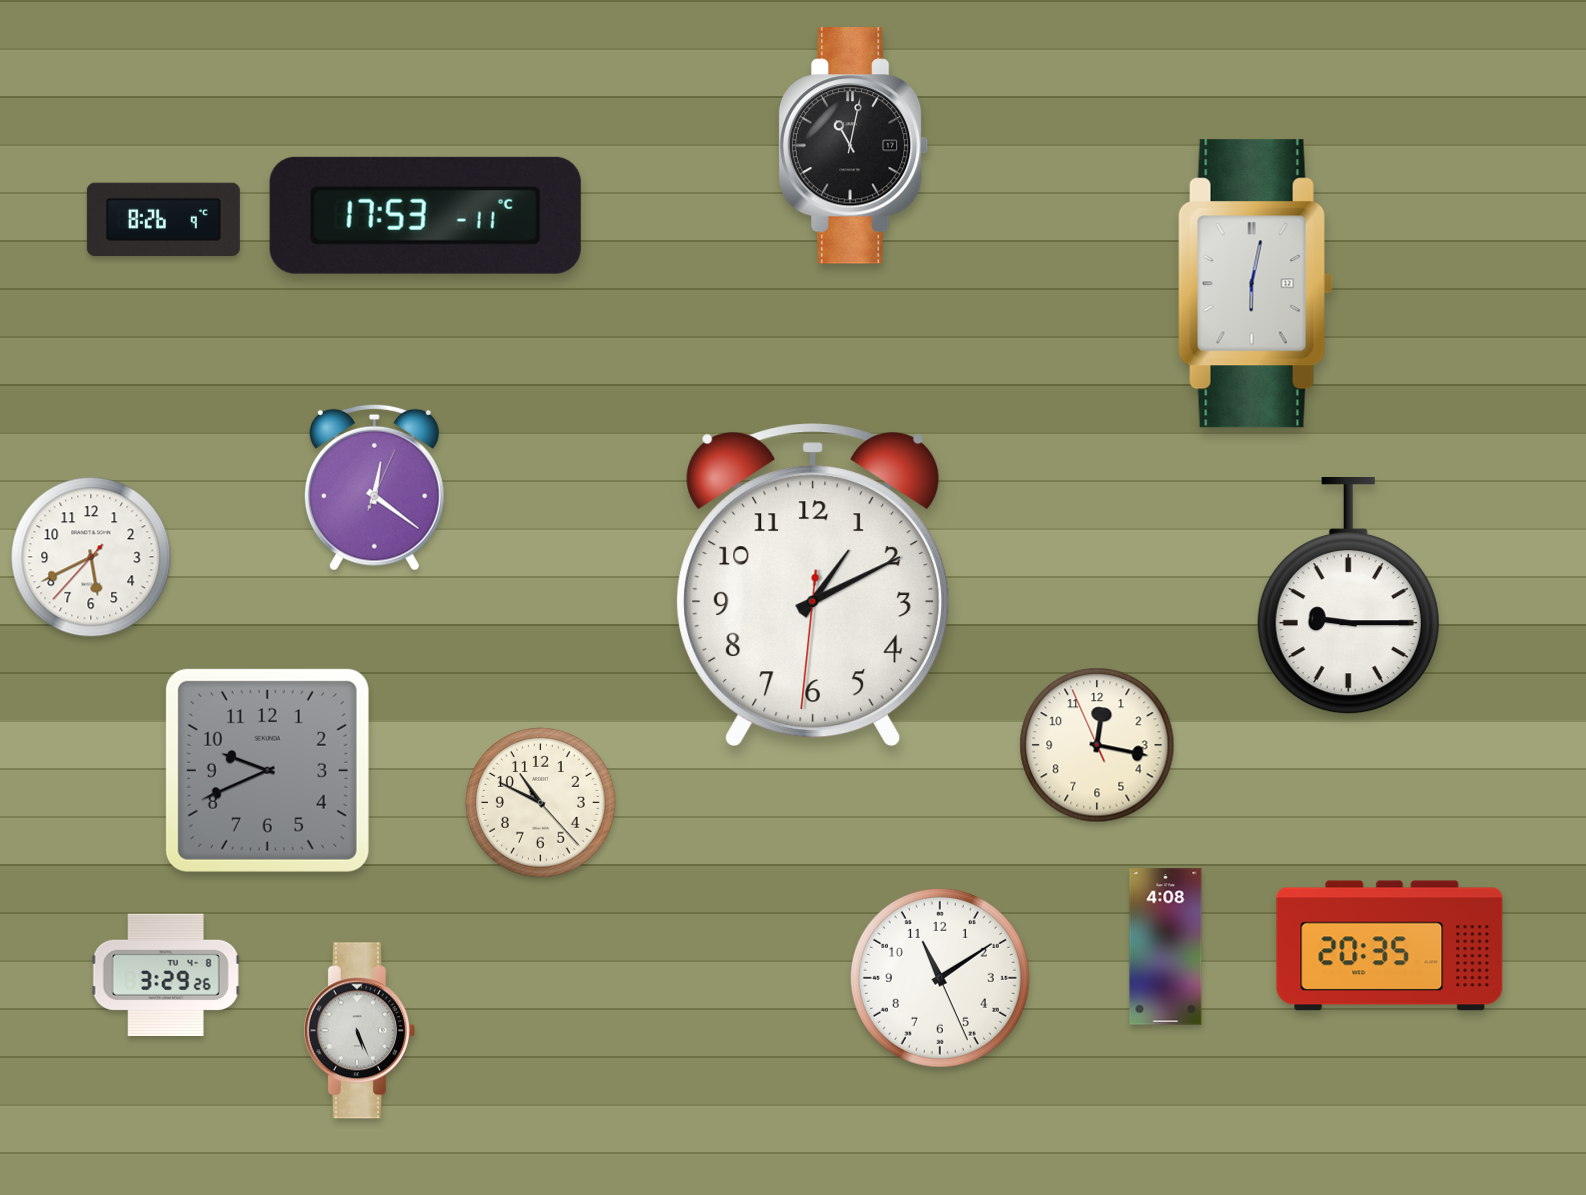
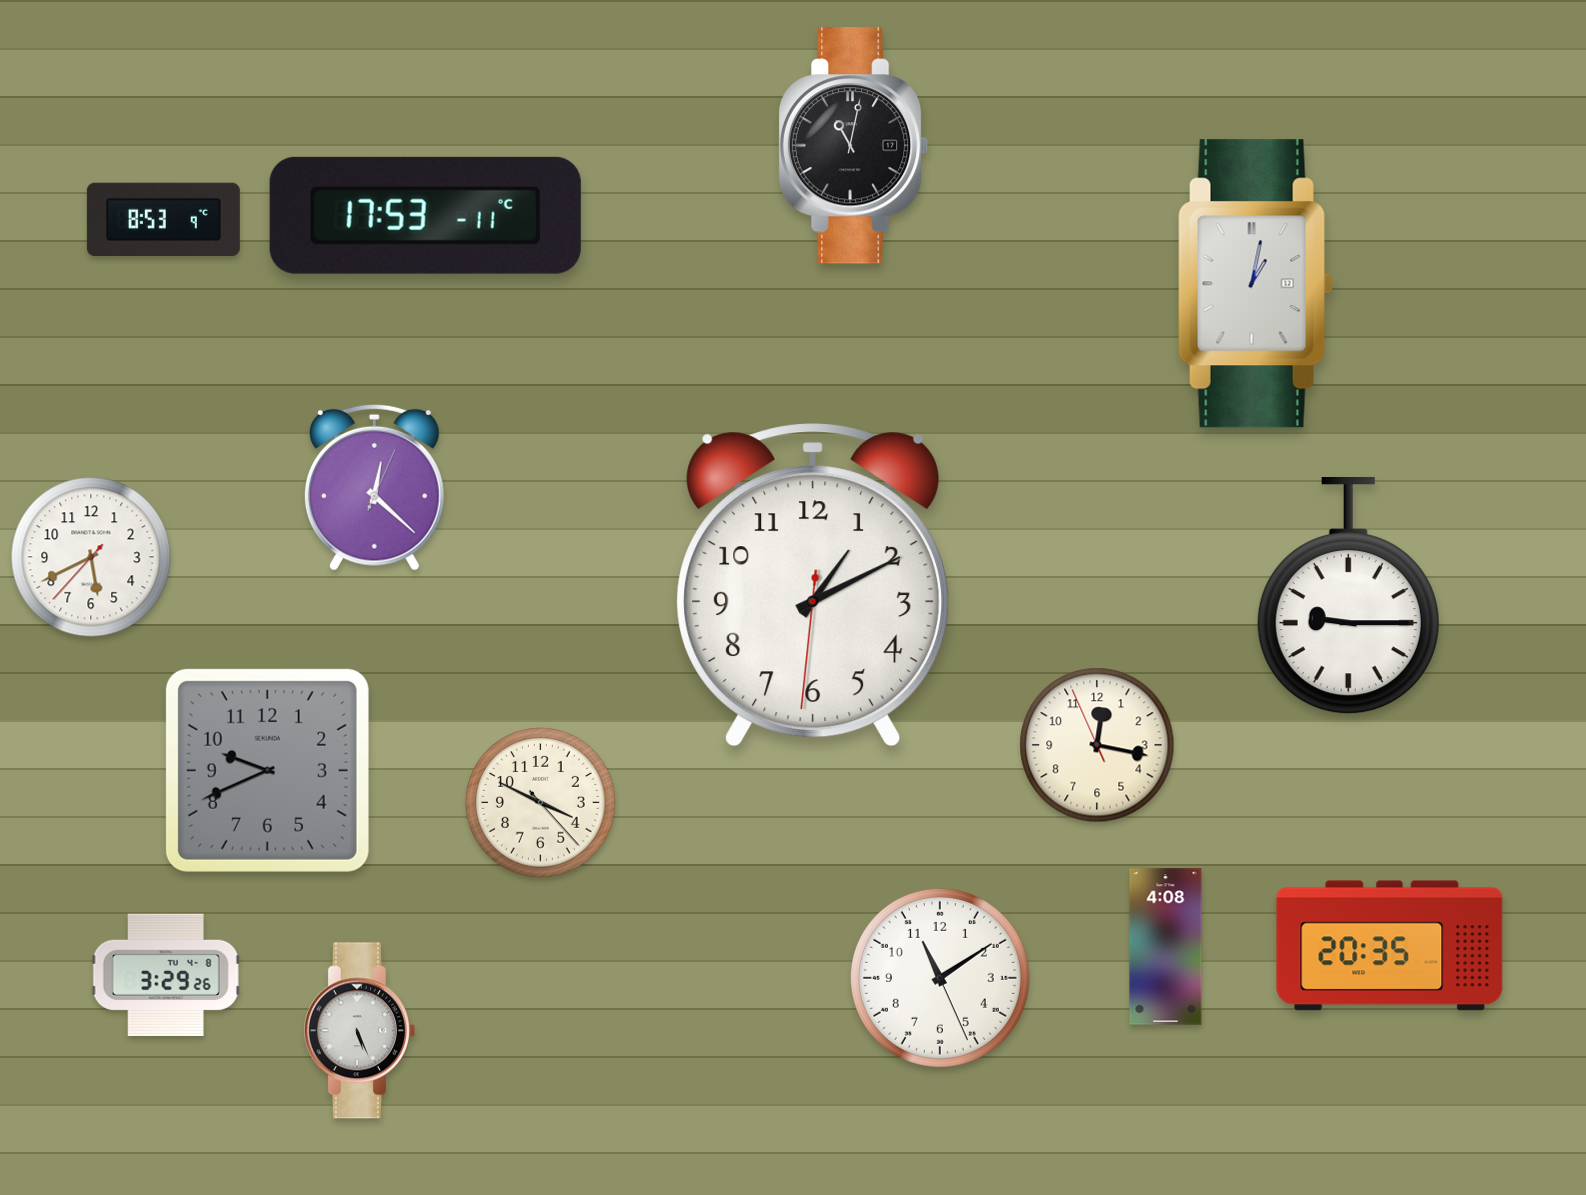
clock at (163, 219): 8:26 -> 8:53
clock at (1255, 284): 6:02 -> 1:02
clock at (374, 487): 12:21 -> 12:22
clock at (541, 803): 10:49 -> 3:49
